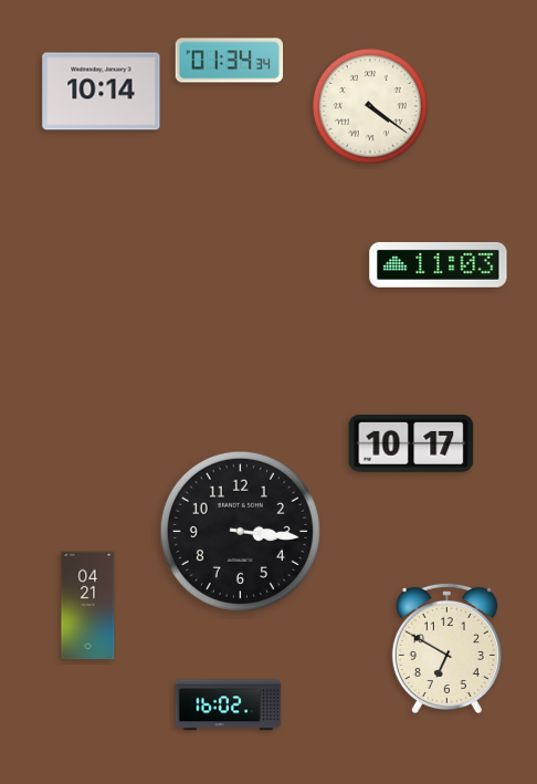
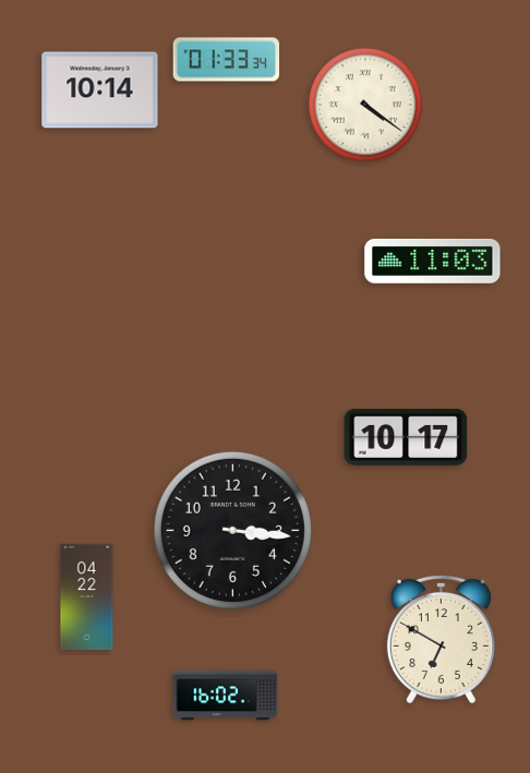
clock at (230, 61): 01:34 -> 01:33
clock at (240, 531) position: (240, 531) -> (232, 530)
clock at (88, 606): 04:21 -> 04:22
